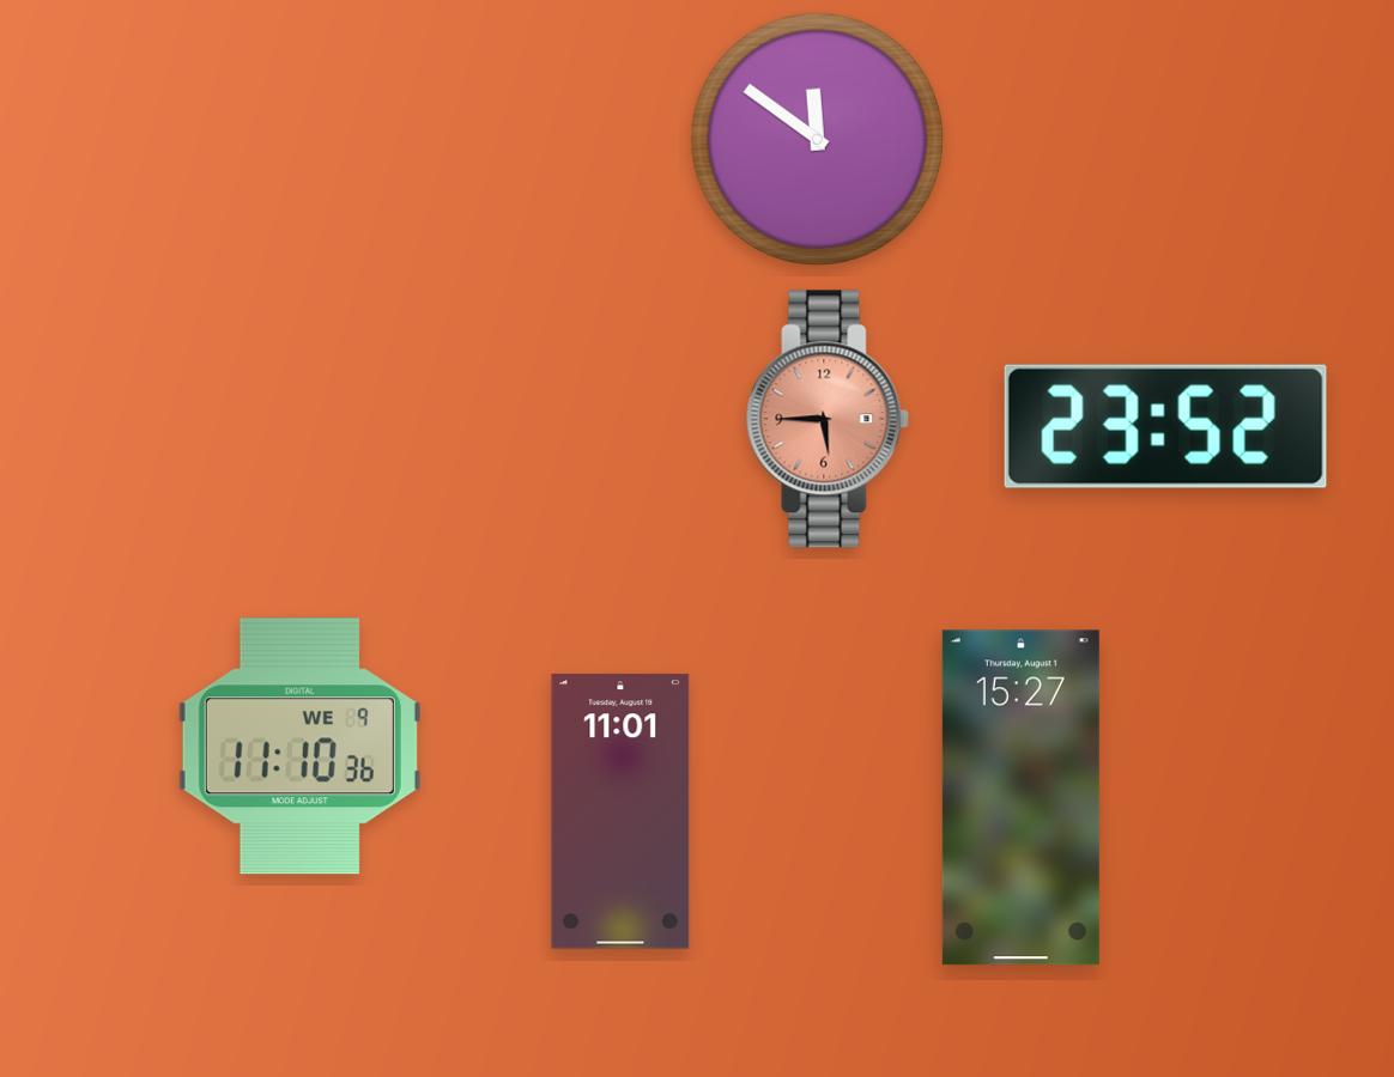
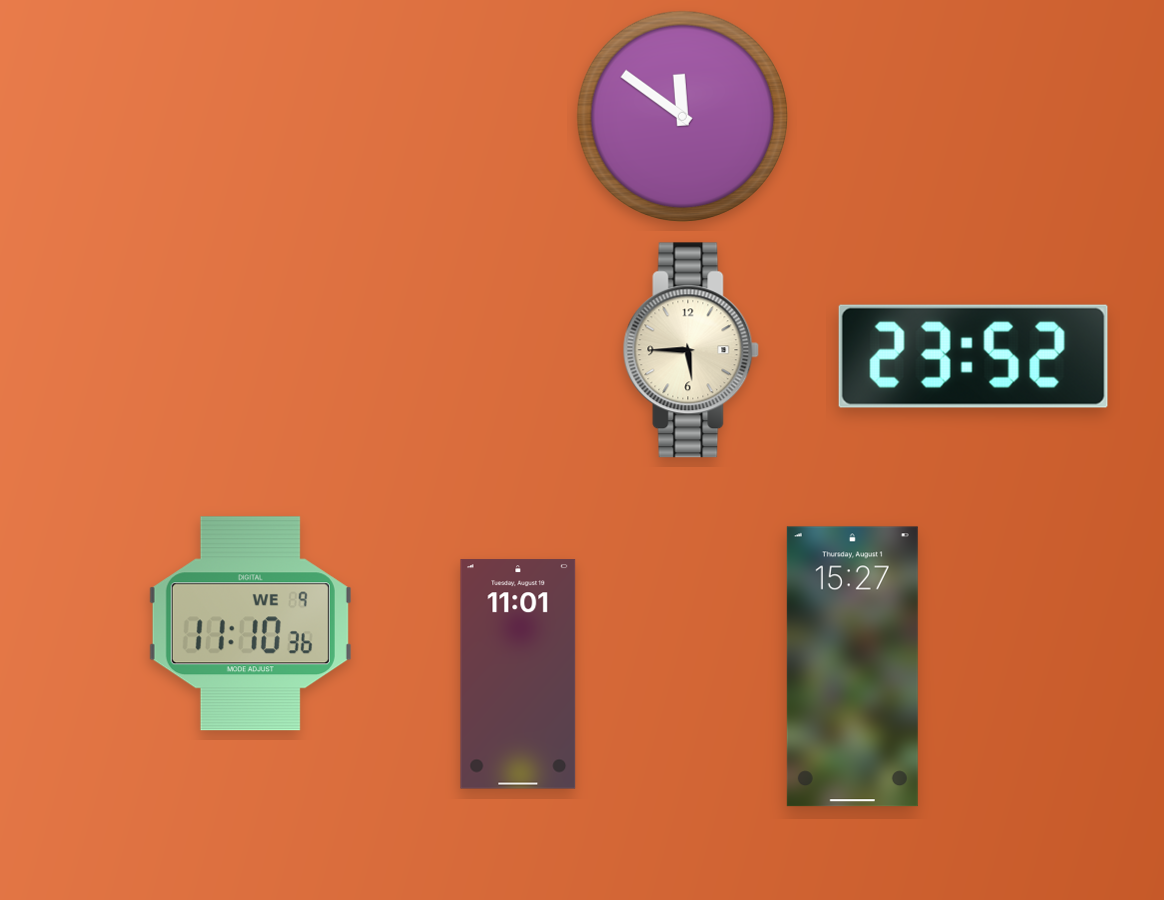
clock at (828, 419) dial: salmon -> cream
clock at (620, 811) position: (620, 811) -> (518, 674)
